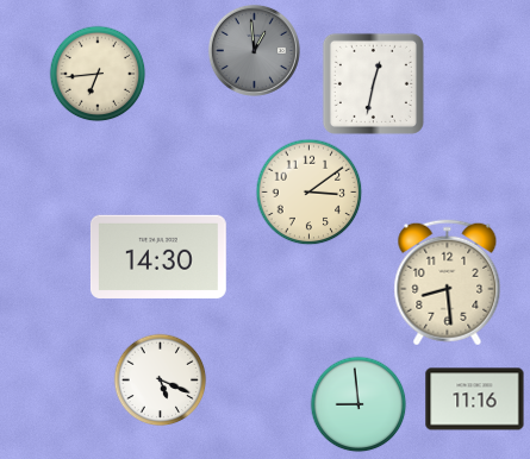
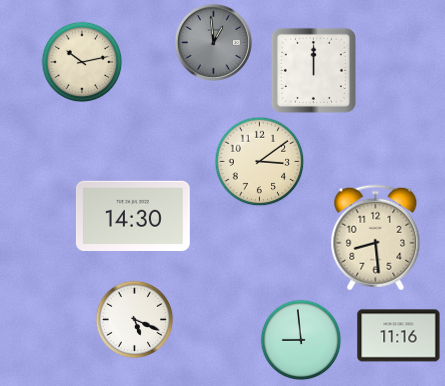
clock at (98, 74): 6:44 -> 10:13
clock at (373, 83): 12:32 -> 12:00
